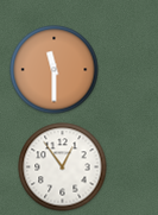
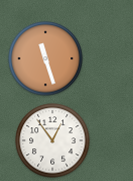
clock at (55, 70): 11:30 -> 11:27
